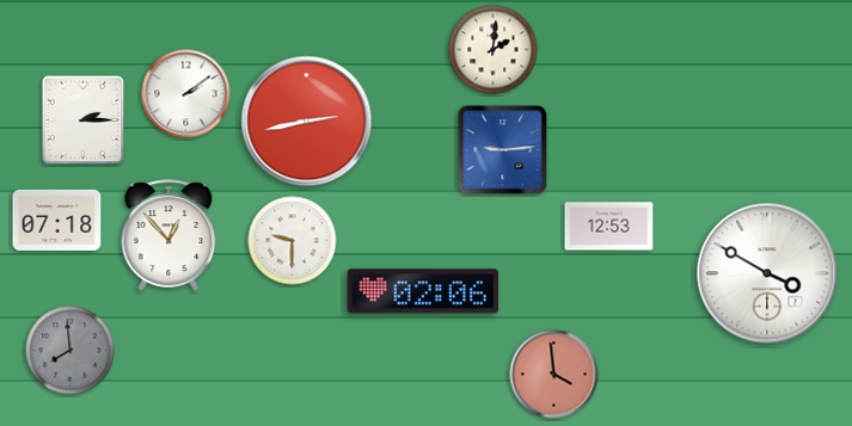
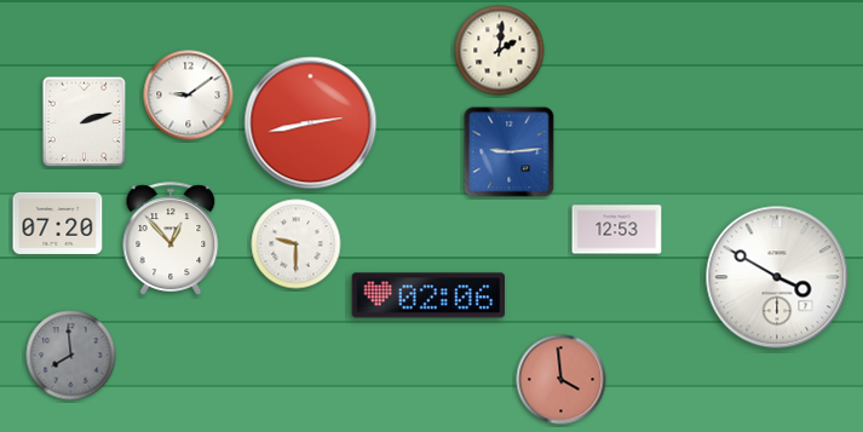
clock at (186, 94): 2:09 -> 9:09
clock at (84, 121): 2:15 -> 2:12
clock at (57, 220): 07:18 -> 07:20
